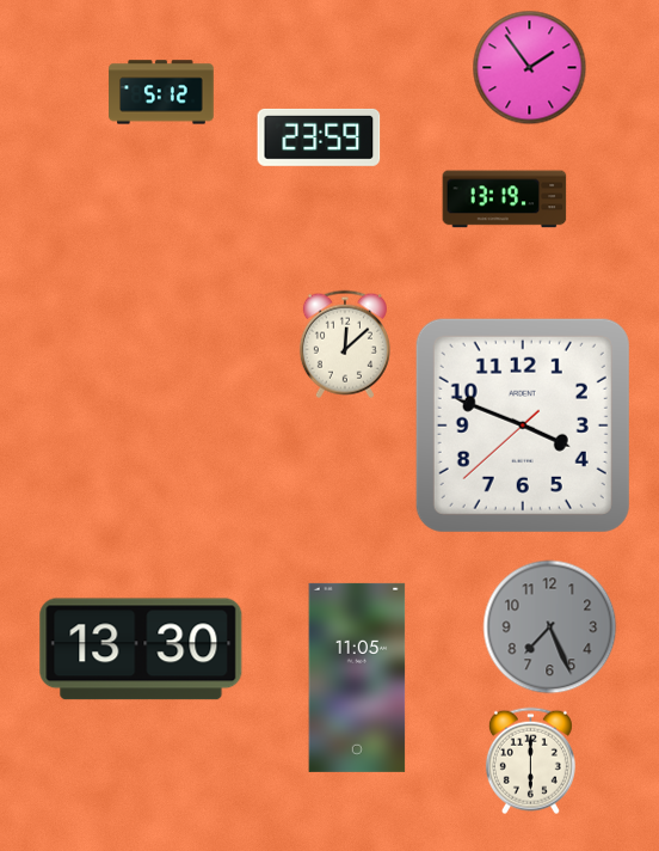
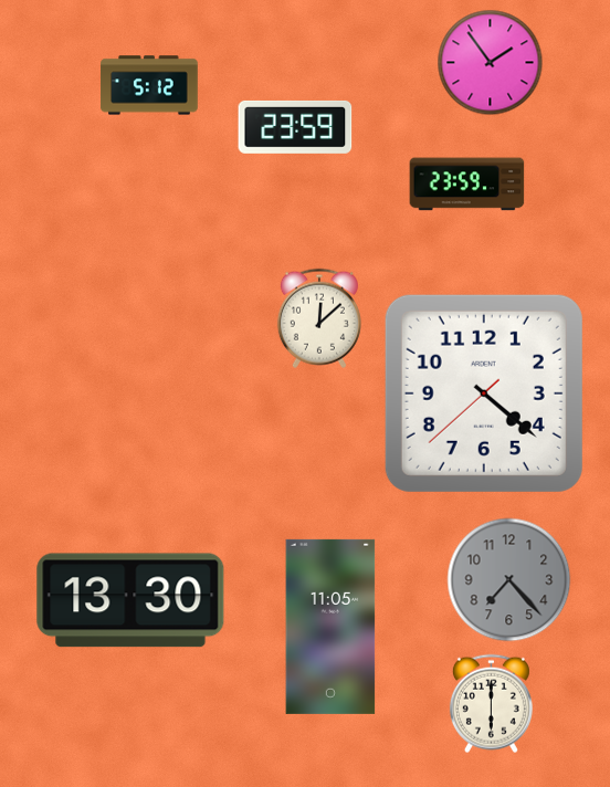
clock at (505, 200): 13:19 -> 23:59
clock at (523, 425): 3:48 -> 4:21
clock at (550, 627): 7:26 -> 7:23
